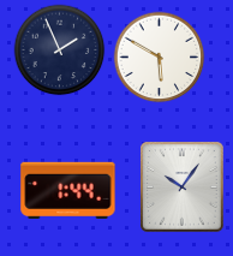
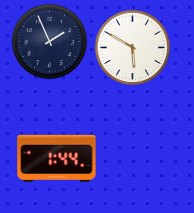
clock at (183, 187): 10:06 -> none
